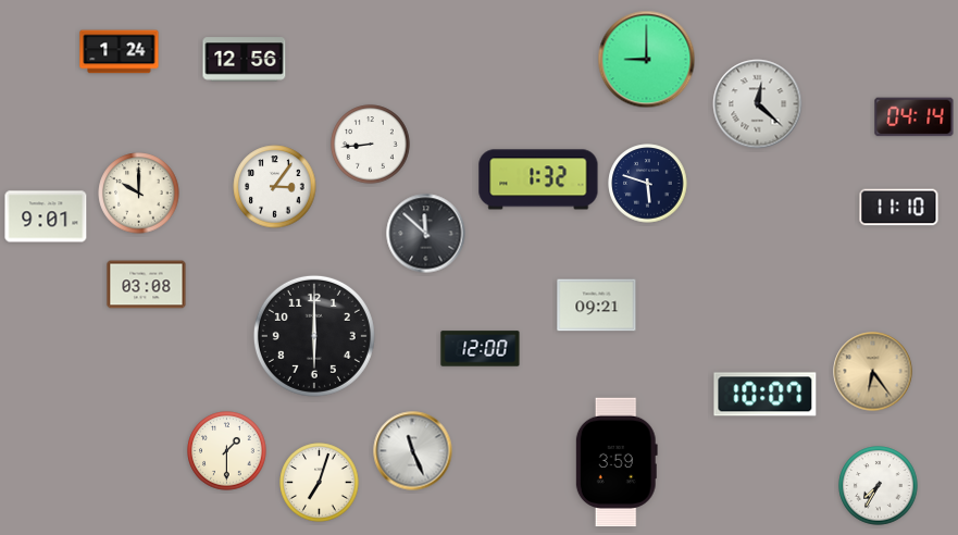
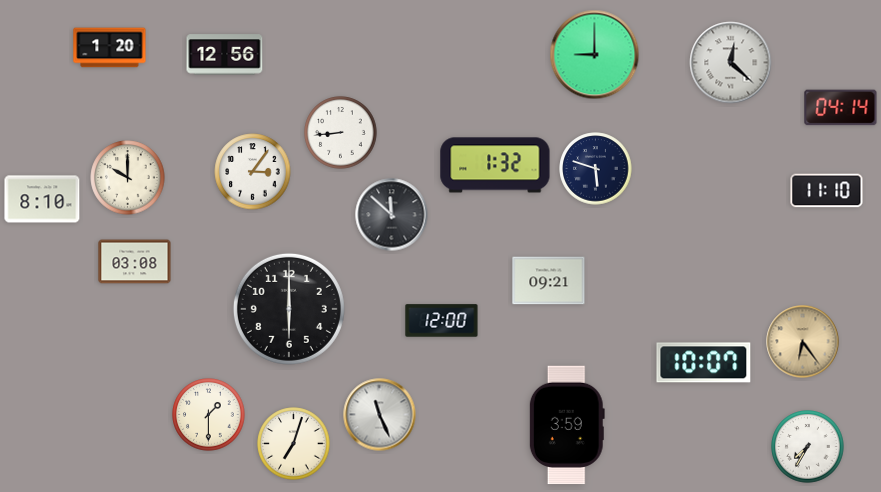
clock at (120, 52): 1:24 -> 1:20
clock at (758, 104) position: (758, 104) -> (731, 63)
clock at (46, 216): 9:01 -> 8:10
